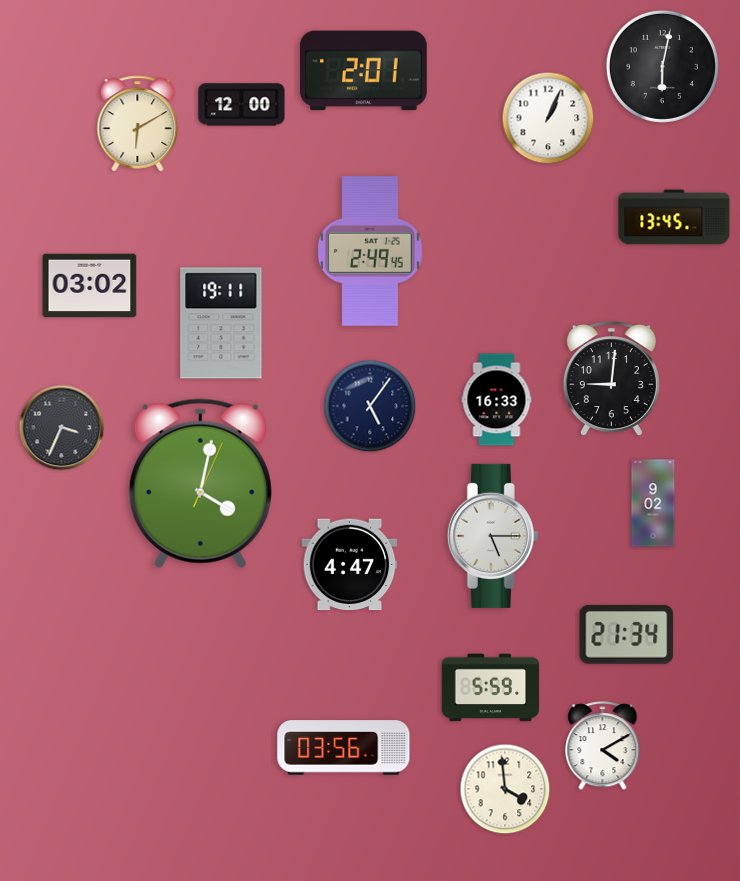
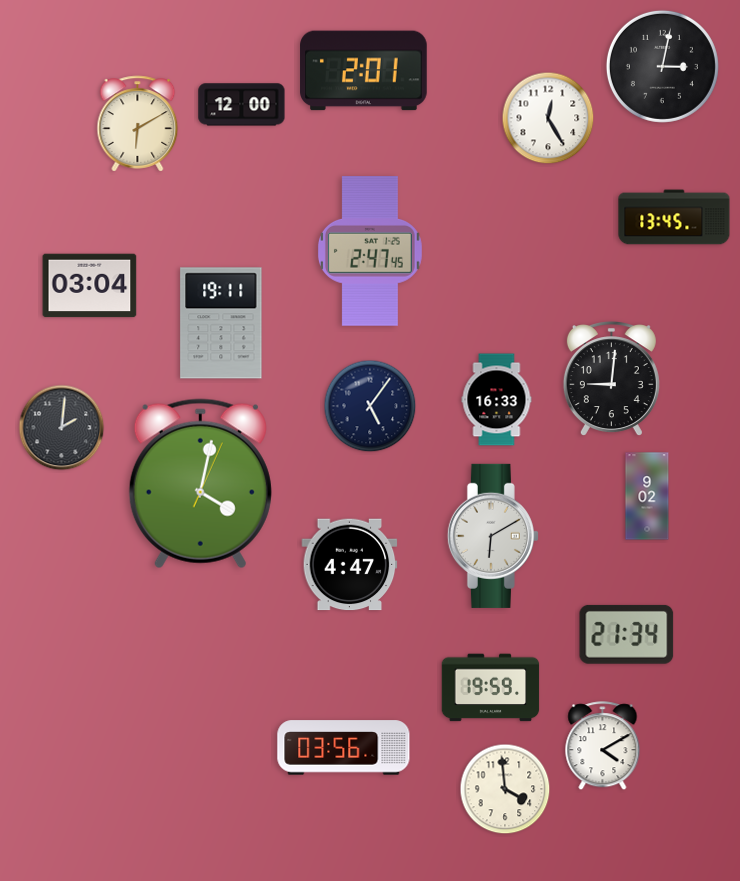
clock at (662, 66): 6:02 -> 3:02
clock at (548, 118): 1:04 -> 12:25
clock at (370, 251): 2:49 -> 2:47
clock at (90, 286): 03:02 -> 03:04
clock at (62, 428): 3:34 -> 2:01
clock at (653, 503) position: (653, 503) -> (647, 496)
clock at (493, 536): 5:15 -> 6:10
clock at (491, 688): 5:59 -> 19:59
